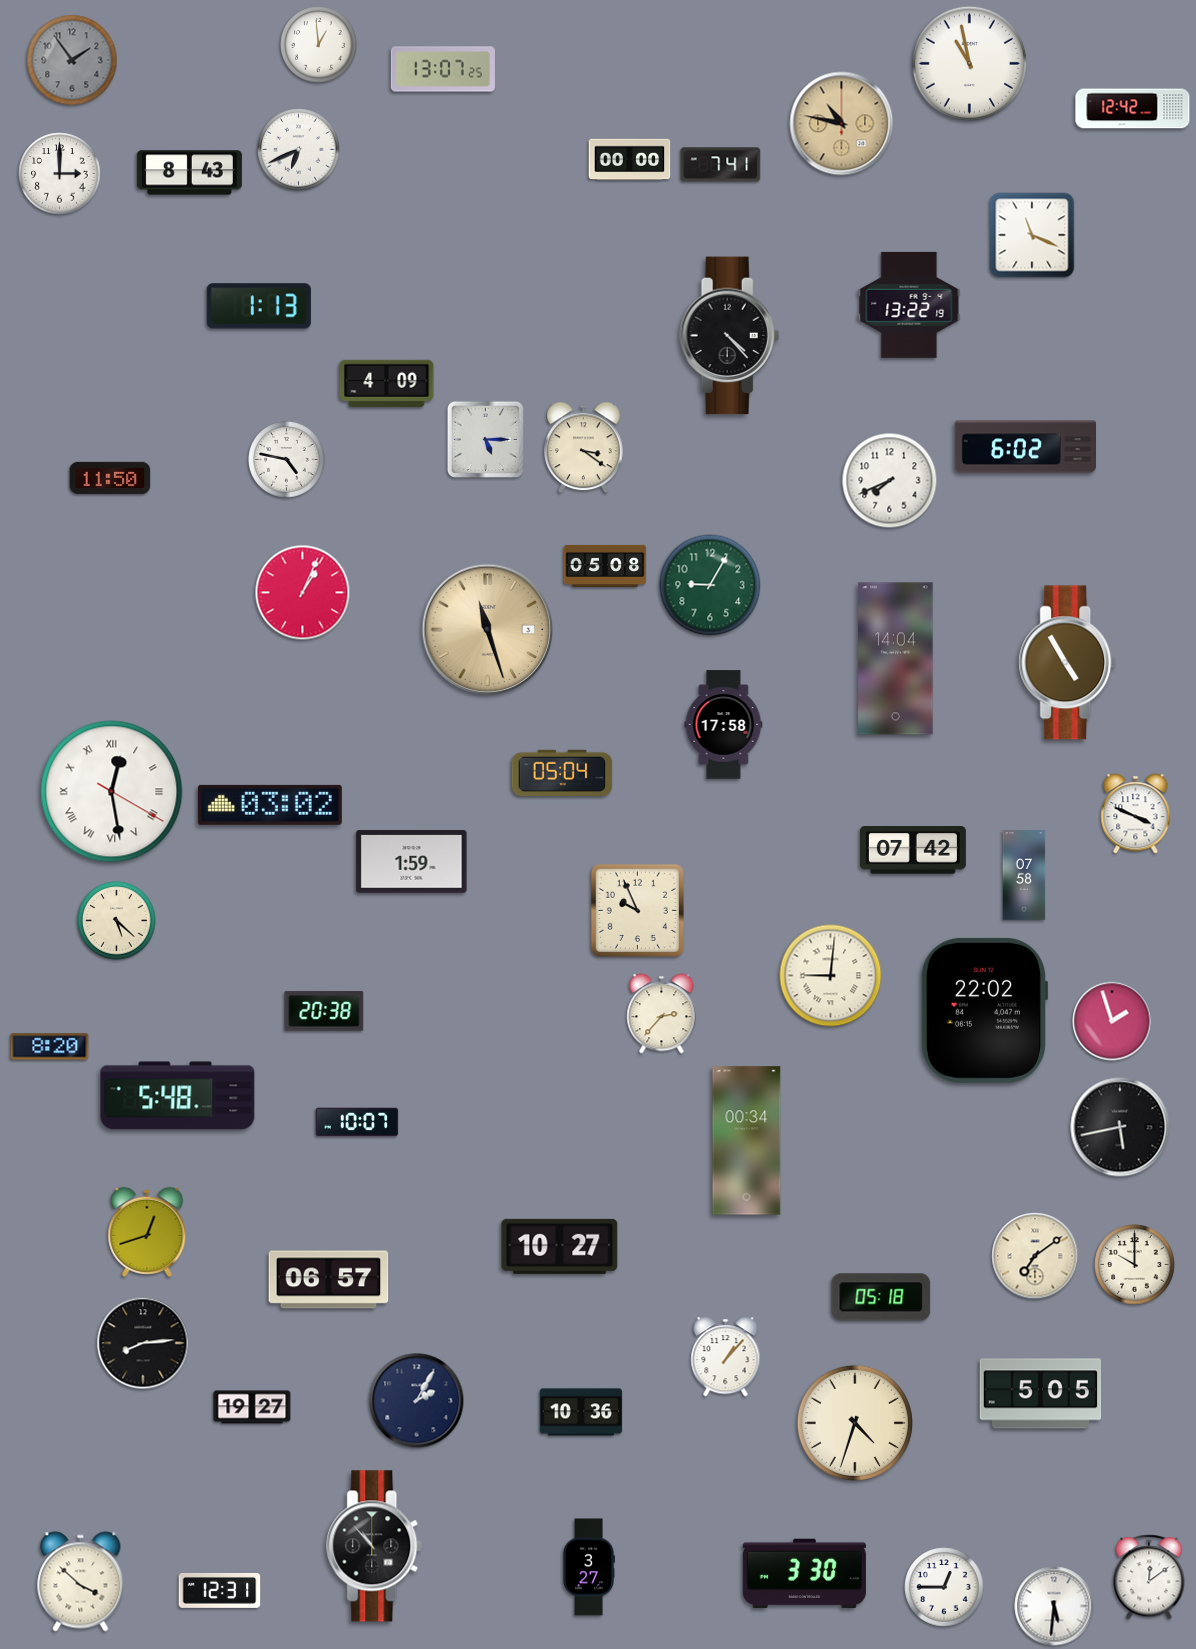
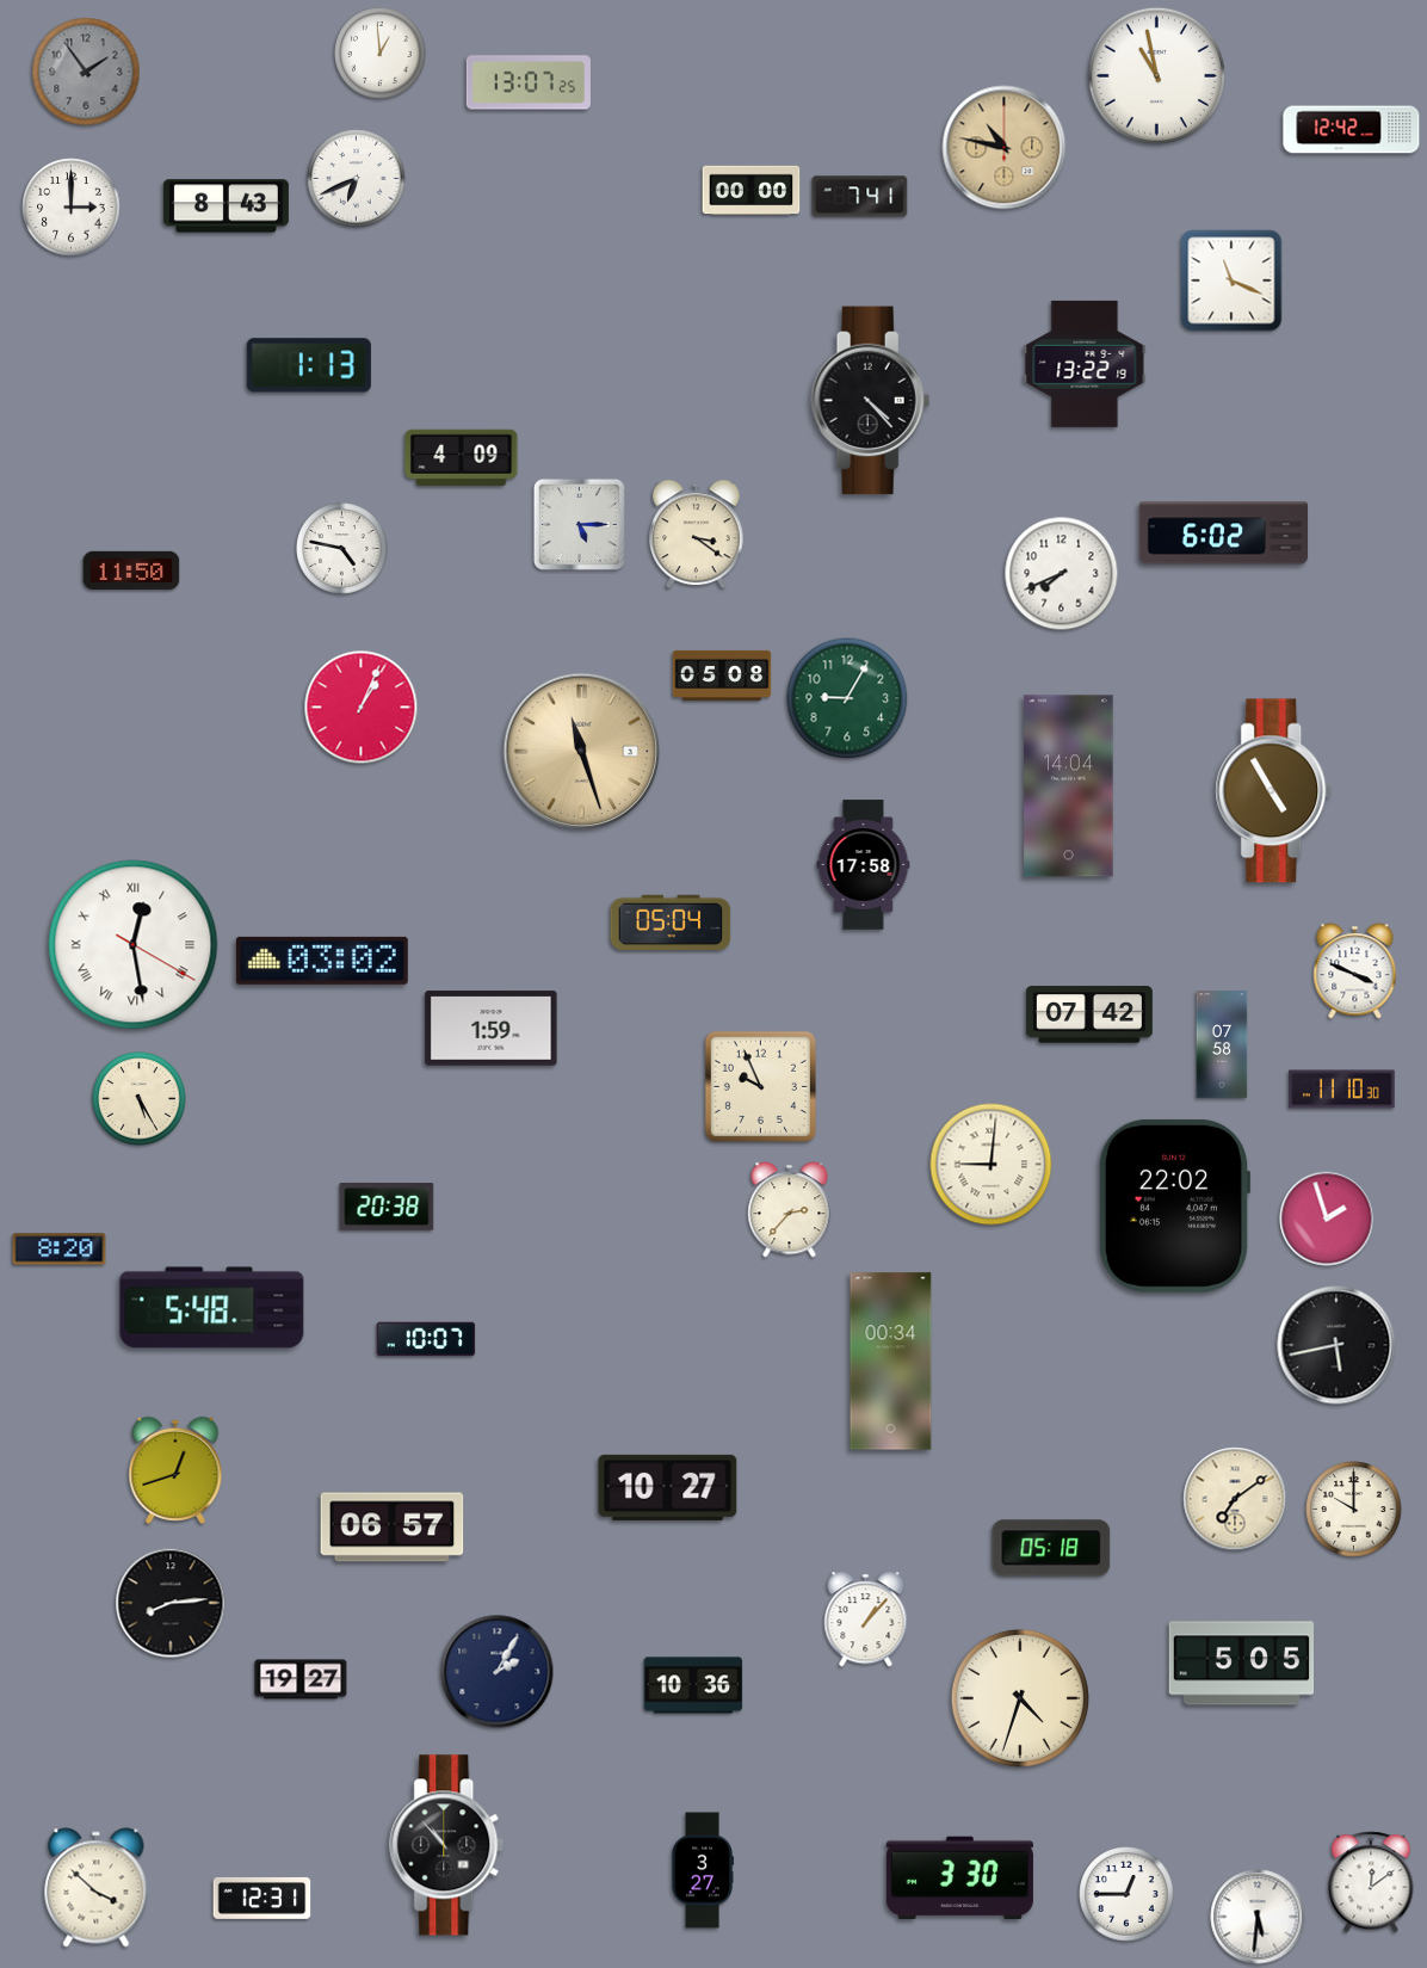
clock at (1342, 1090): none -> 11:10
clock at (117, 921): 5:22 -> 5:25
